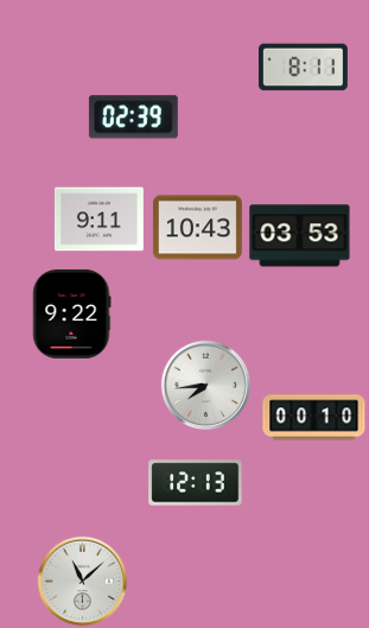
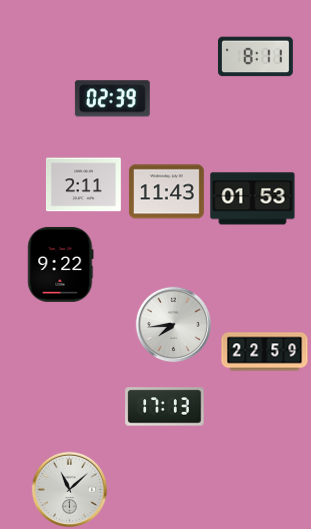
clock at (98, 220): 9:11 -> 2:11
clock at (197, 228): 10:43 -> 11:43
clock at (300, 236): 03:53 -> 01:53
clock at (314, 418): 00:10 -> 22:59
clock at (196, 483): 12:13 -> 17:13
